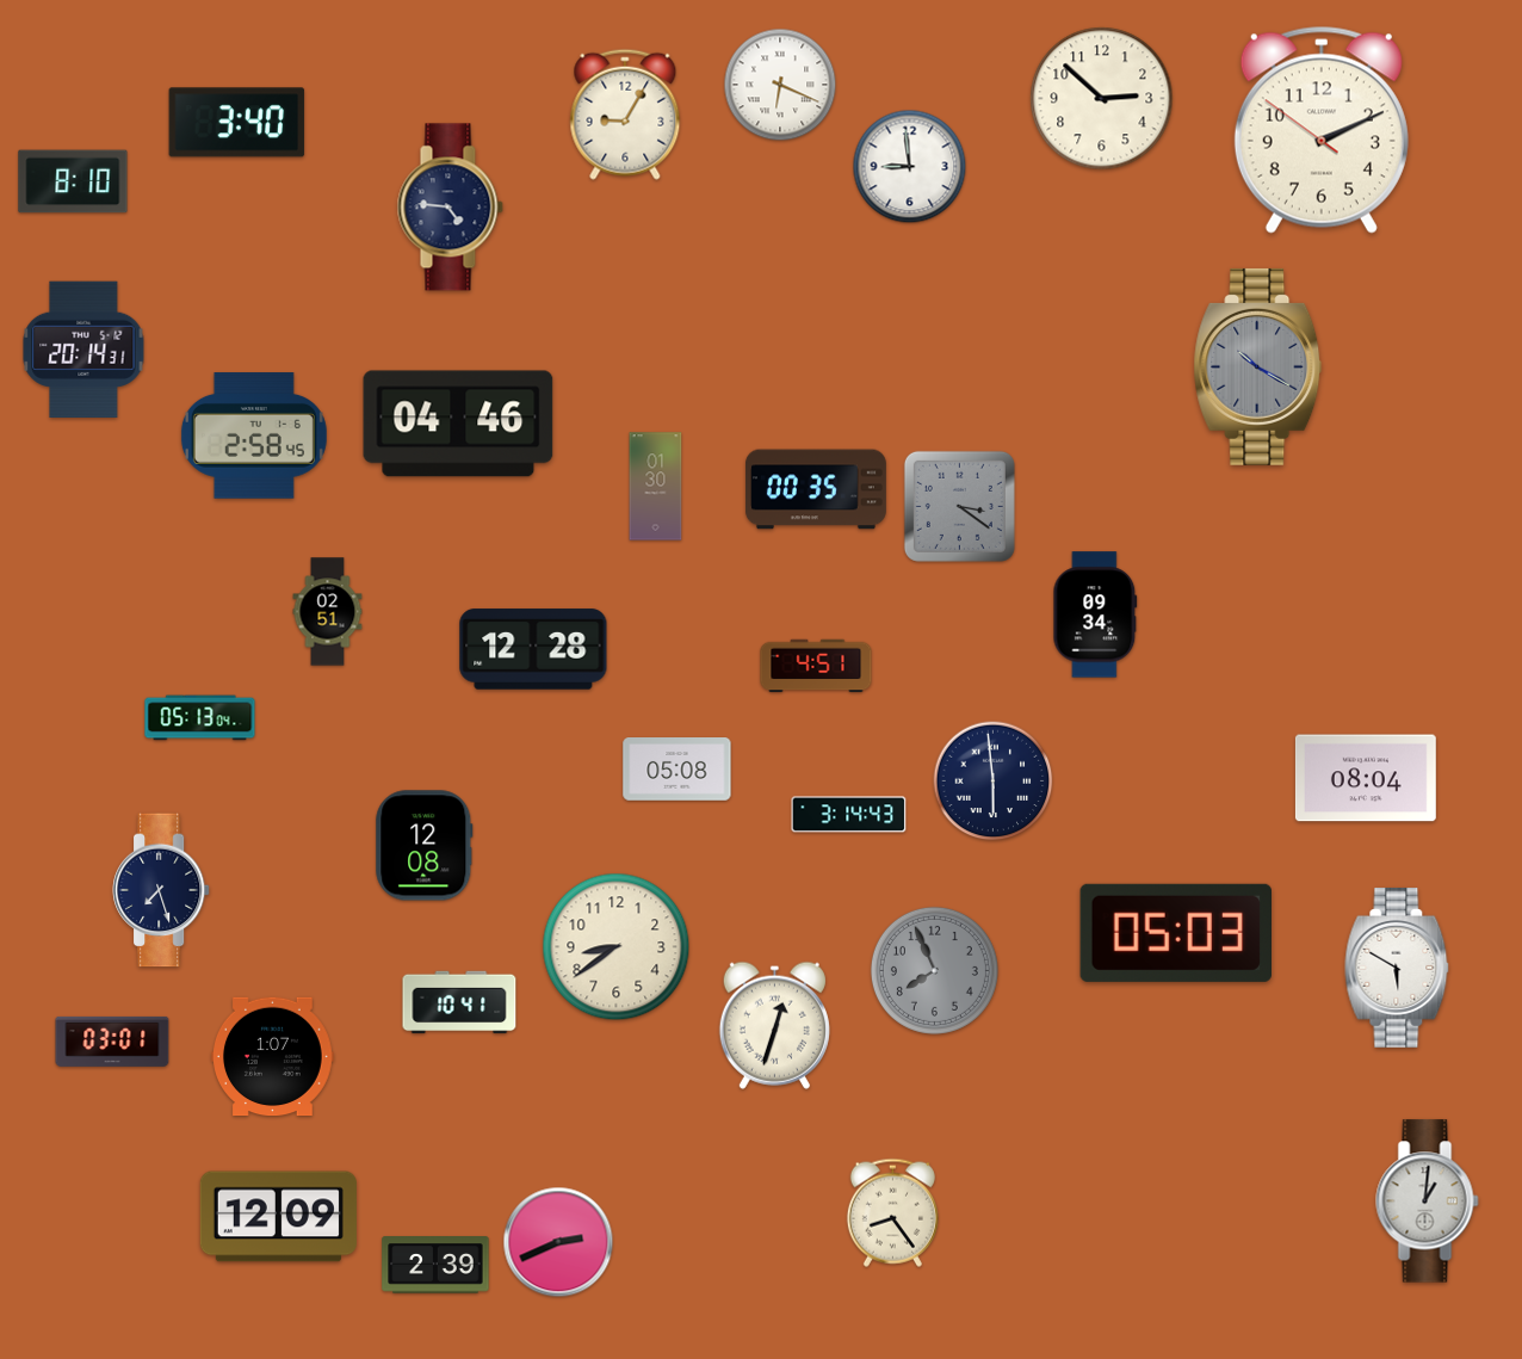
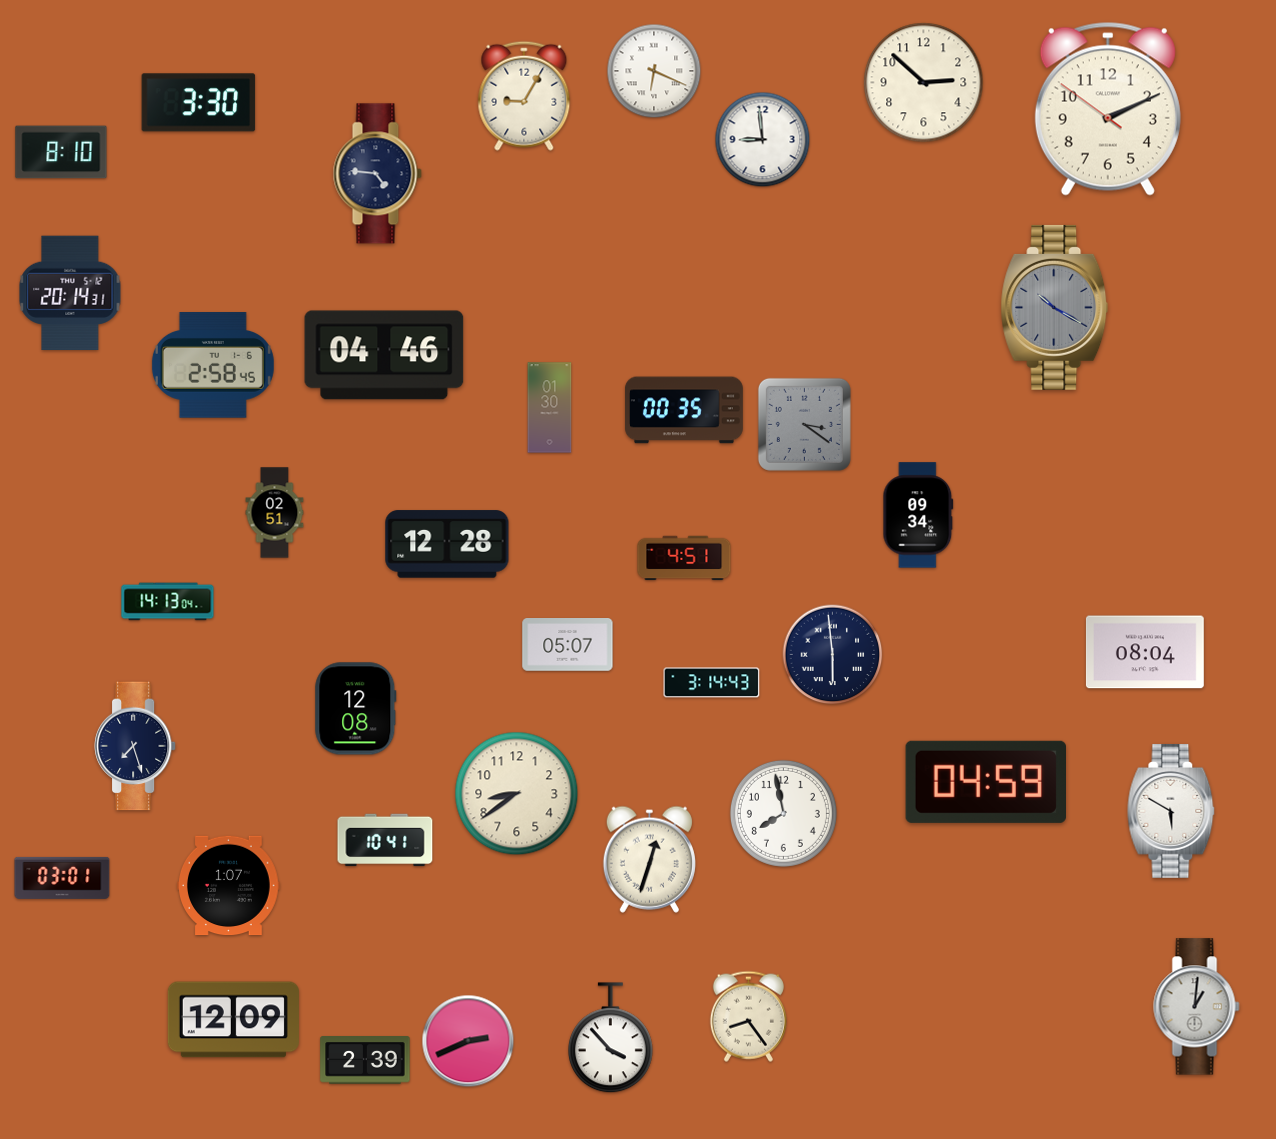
clock at (237, 123): 3:40 -> 3:30
clock at (200, 718): 05:13 -> 14:13
clock at (678, 770): 05:08 -> 05:07
clock at (1175, 933): 05:03 -> 04:59
clock at (934, 970): 7:56 -> 7:58
clock at (934, 970) dial: grey -> white
clock at (112, 1042) position: (112, 1042) -> (62, 878)
clock at (611, 1038): none -> 3:53
